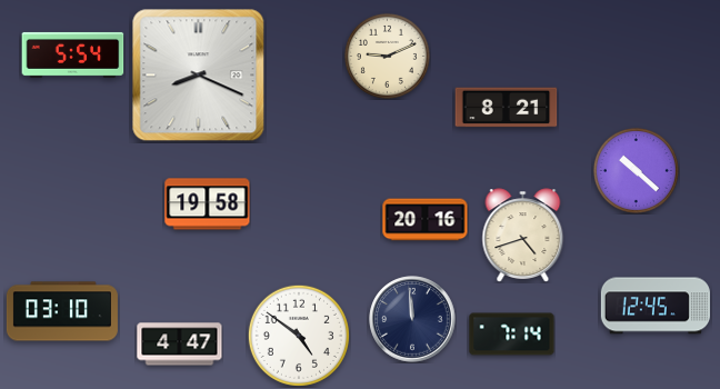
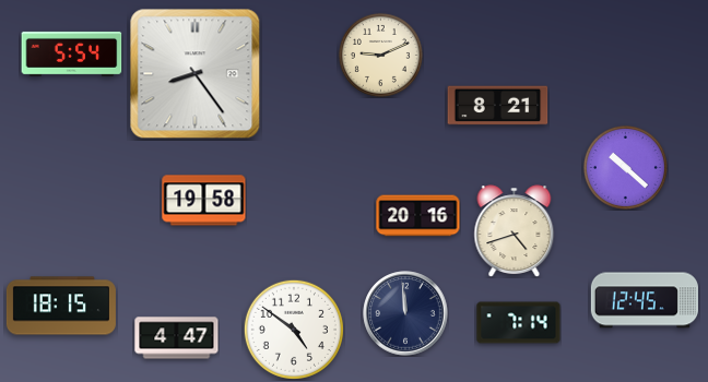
clock at (199, 76): 8:19 -> 8:24
clock at (62, 311): 03:10 -> 18:15
clock at (512, 335) position: (512, 335) -> (519, 323)
